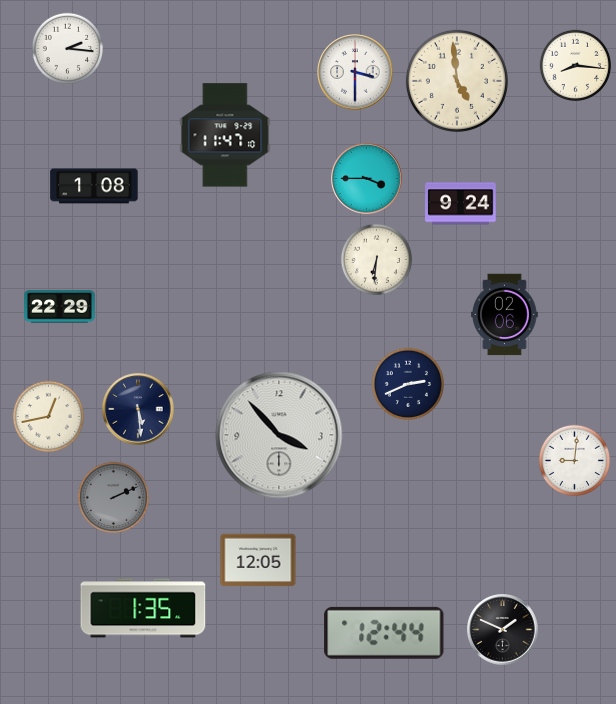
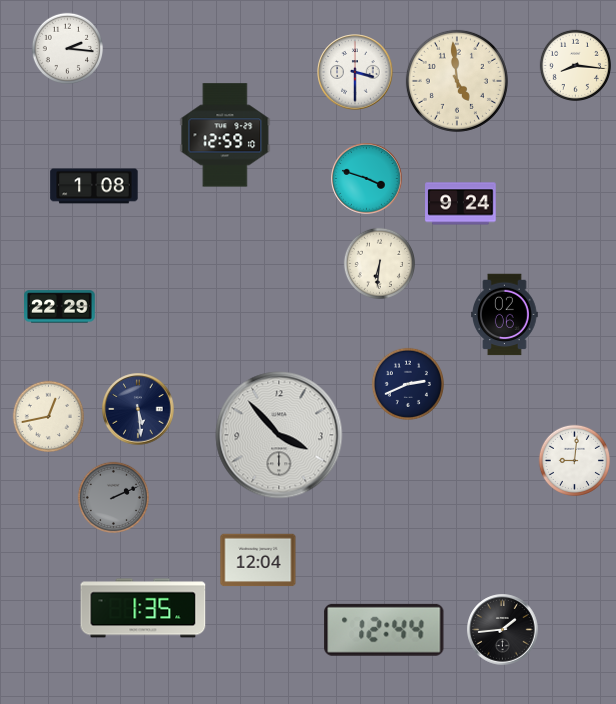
clock at (225, 135): 11:47 -> 12:59
clock at (367, 179): 3:45 -> 3:48
clock at (376, 259) position: (376, 259) -> (379, 263)
clock at (258, 560): 12:05 -> 12:04
clock at (503, 630): 1:49 -> 1:44
clock at (384, 633) position: (384, 633) -> (384, 630)
